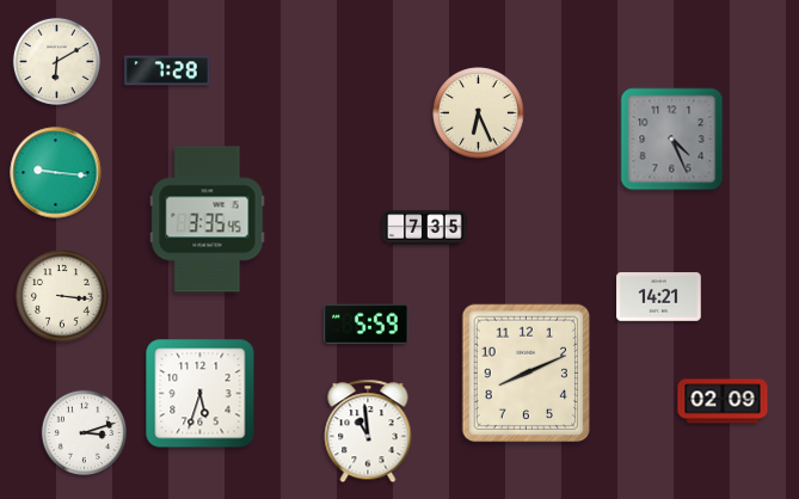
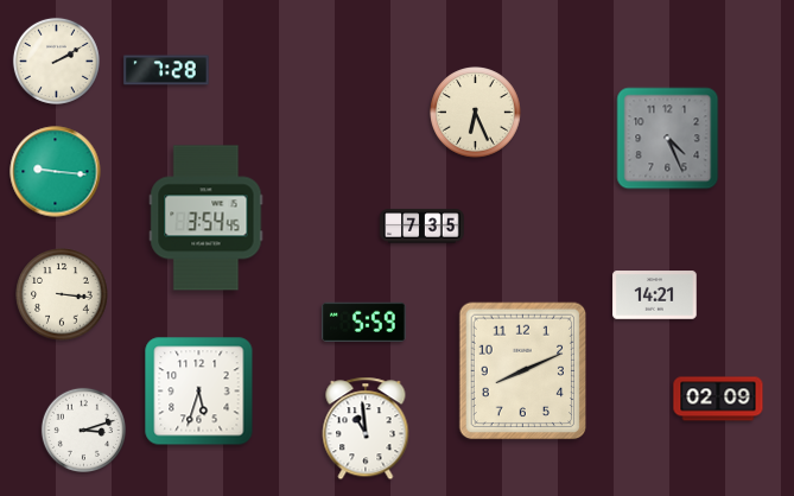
clock at (56, 61): 6:10 -> 2:10
clock at (208, 220): 3:35 -> 3:54
